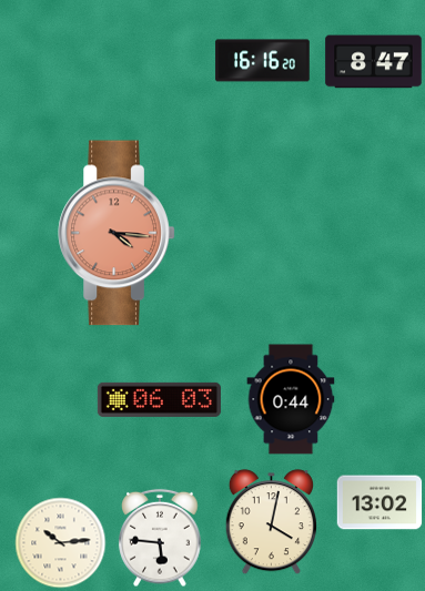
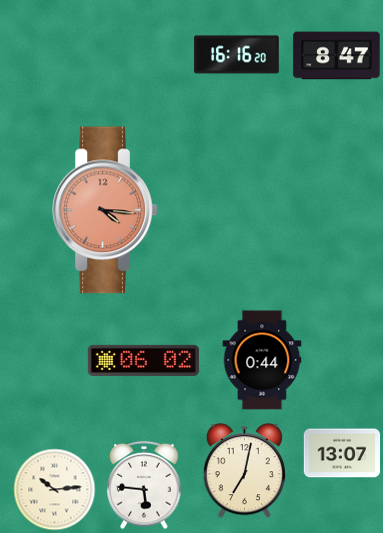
clock at (159, 399): 06:03 -> 06:02
clock at (380, 502): 13:02 -> 13:07
clock at (271, 522): 4:02 -> 7:02
